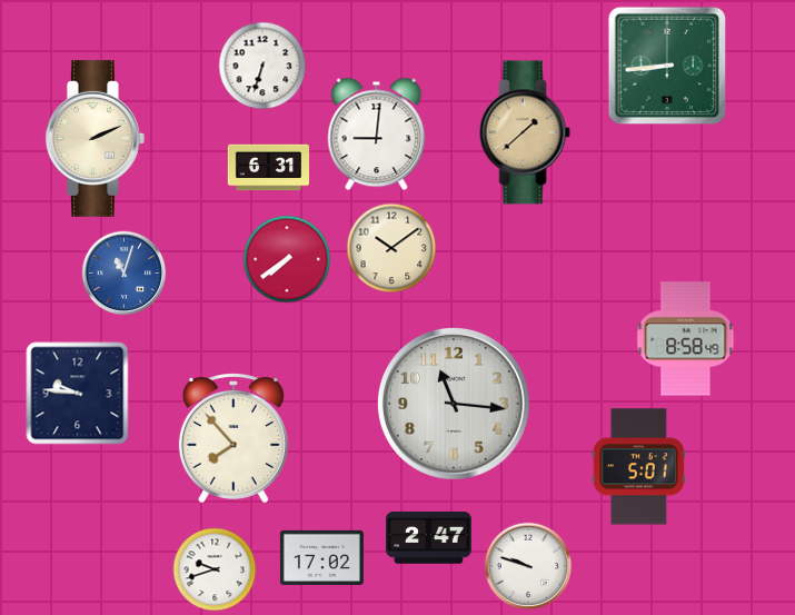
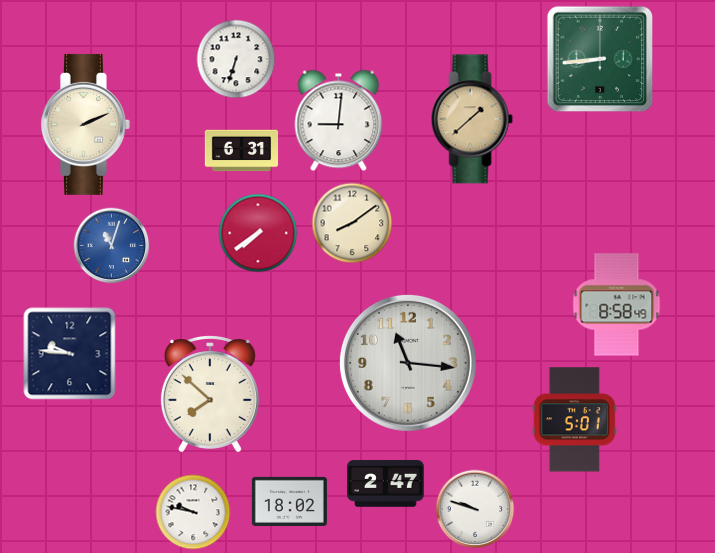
clock at (391, 248): 10:09 -> 8:09
clock at (233, 438): 7:53 -> 7:52
clock at (321, 557): 17:02 -> 18:02
clock at (215, 569): 9:42 -> 9:47
